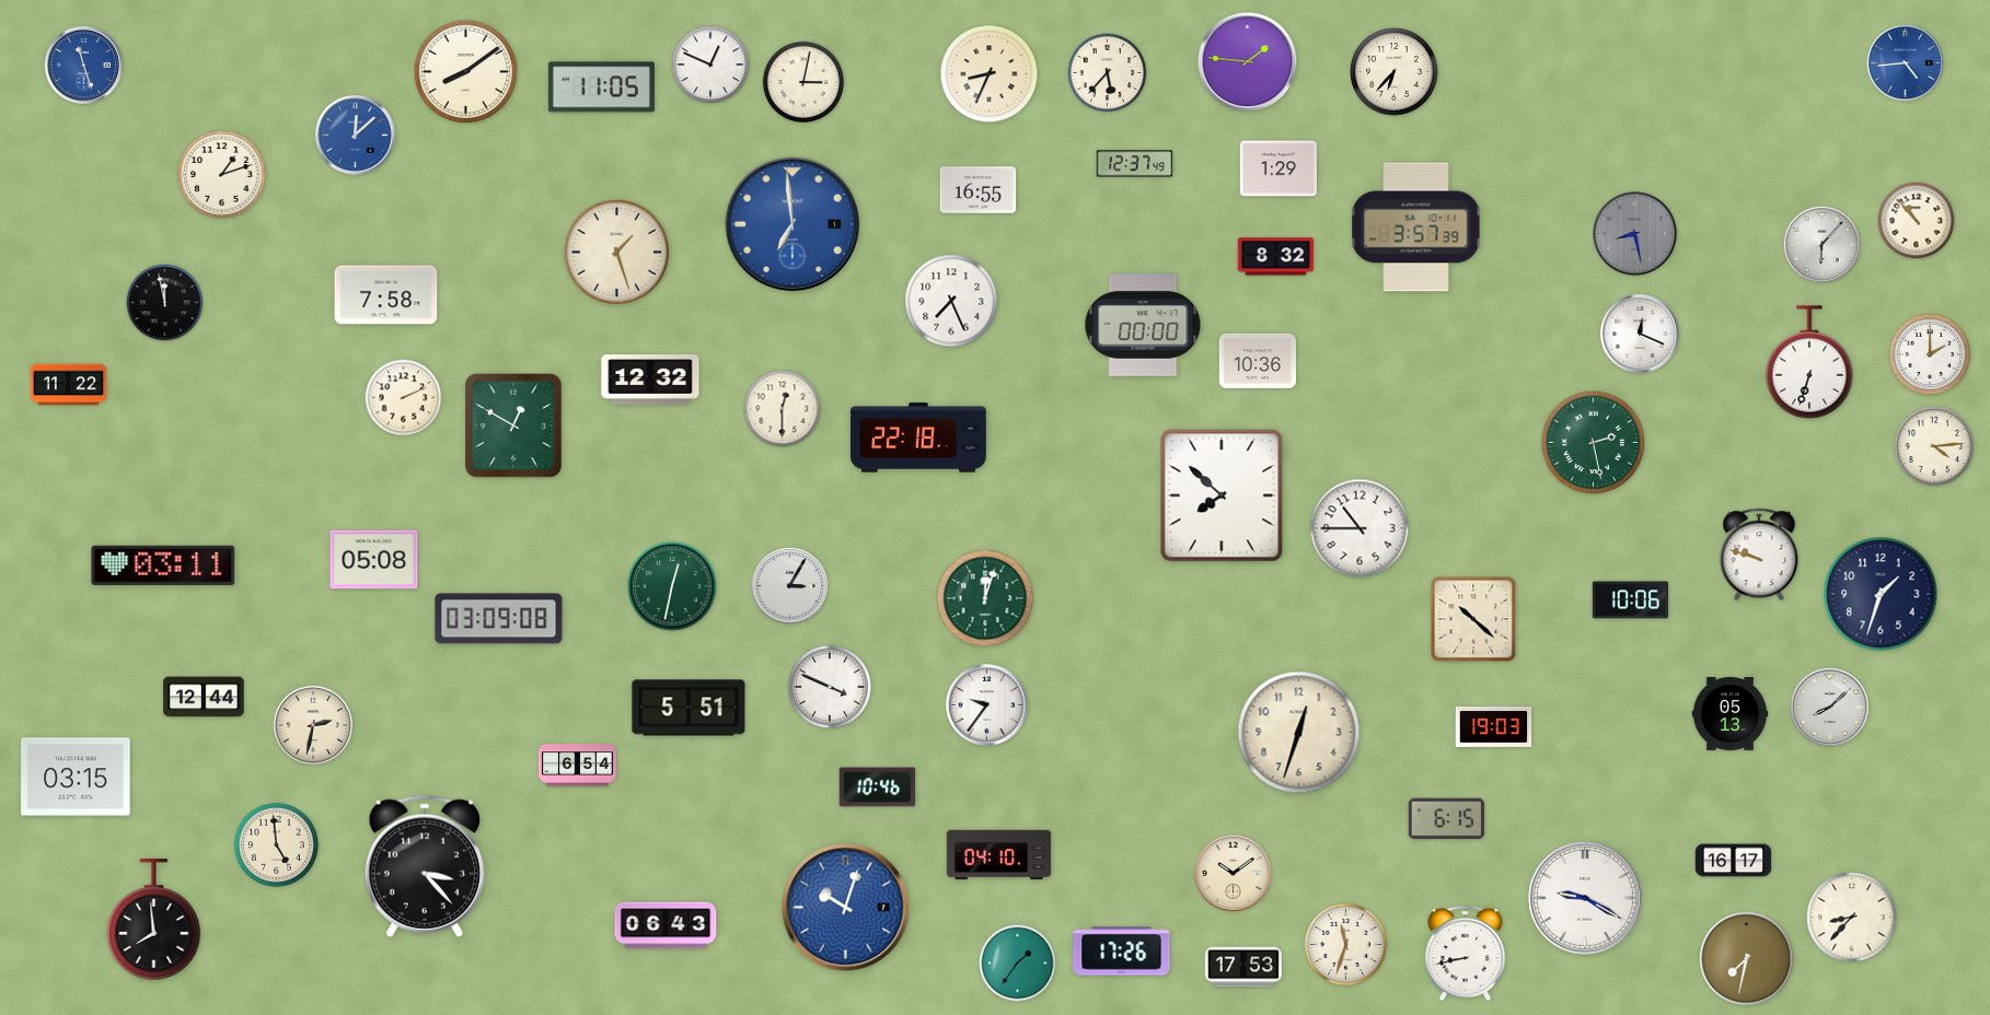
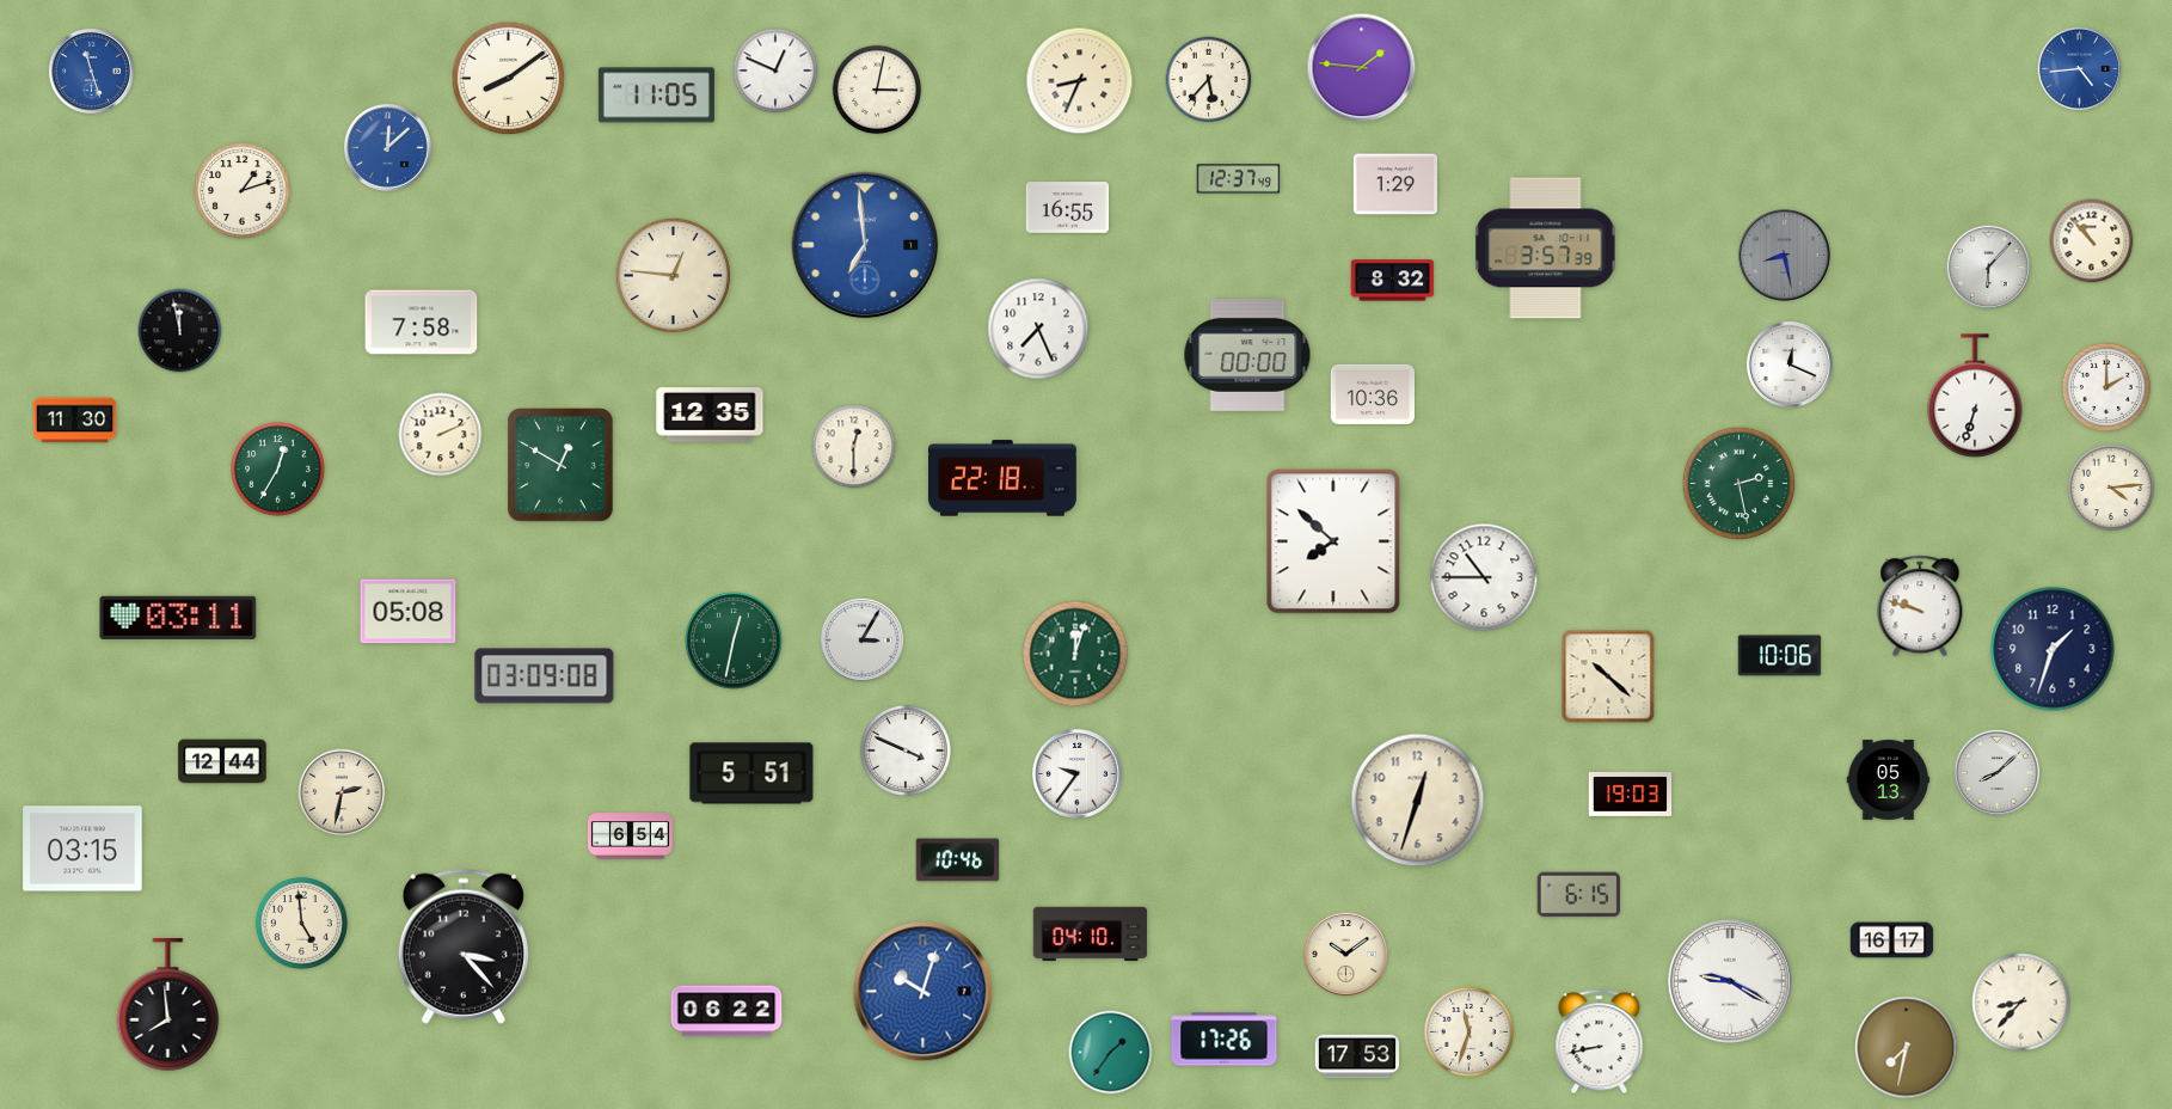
clock at (1395, 72): 6:37 -> none
clock at (616, 252): 1:27 -> 12:46
clock at (650, 380): 12:32 -> 12:35
clock at (69, 385): 11:22 -> 11:30
clock at (278, 470): none -> 12:35
clock at (987, 705) position: (987, 705) -> (1078, 774)
clock at (666, 925): 06:43 -> 06:22
